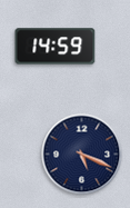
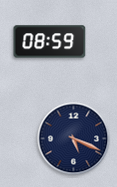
clock at (56, 47): 14:59 -> 08:59
